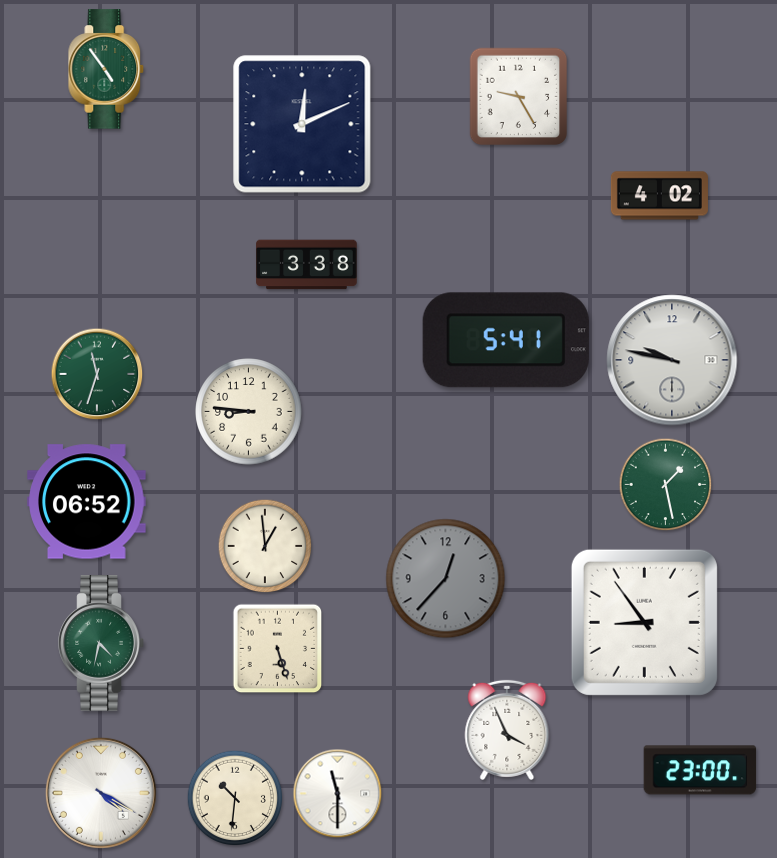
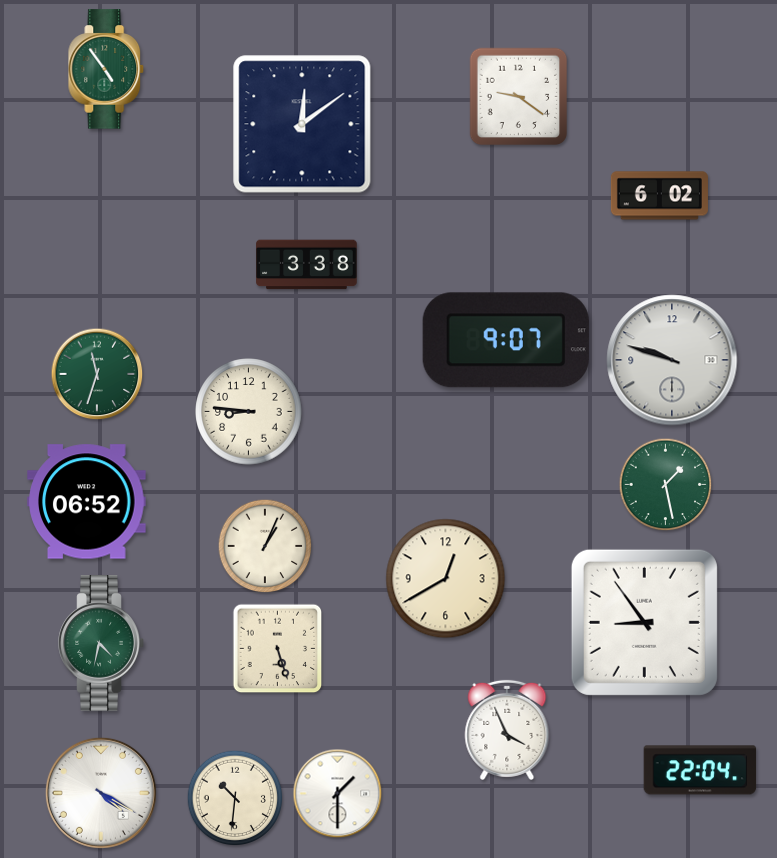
clock at (519, 97): 9:25 -> 9:21
clock at (302, 124): 12:11 -> 12:09
clock at (659, 196): 4:02 -> 6:02
clock at (506, 340): 5:41 -> 9:07
clock at (672, 360): 9:47 -> 9:48
clock at (265, 546): 12:59 -> 1:04
clock at (446, 579): 12:37 -> 12:40
clock at (446, 579) dial: grey -> cream
clock at (700, 770): 23:00 -> 22:04
clock at (338, 794): 11:30 -> 1:30
